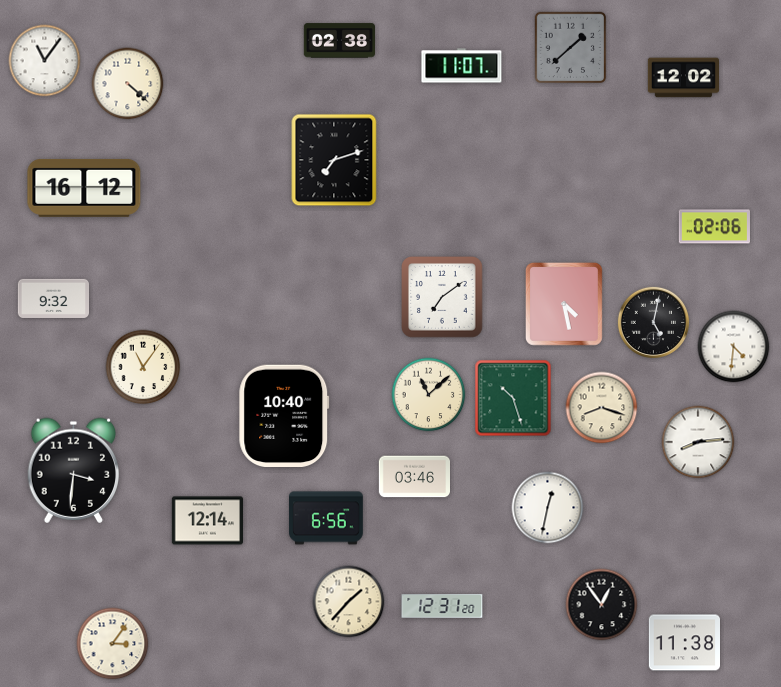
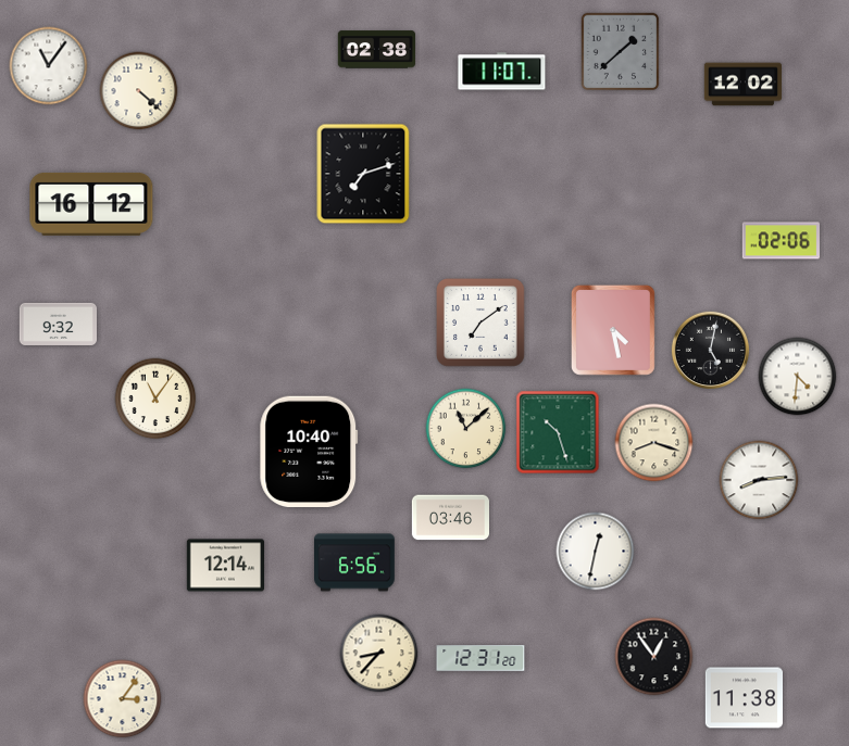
clock at (339, 41) position: (339, 41) -> (376, 50)
clock at (714, 227) position: (714, 227) -> (781, 241)
clock at (73, 470): 3:31 -> none
clock at (349, 602): 1:37 -> 8:37
